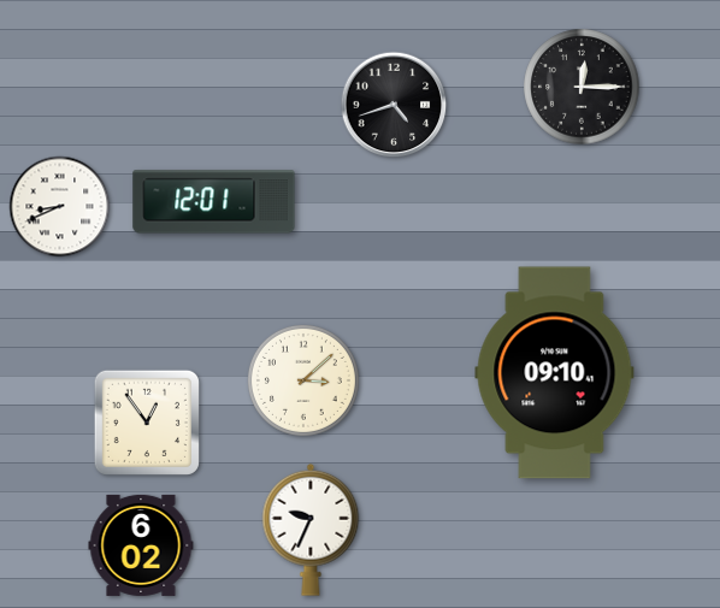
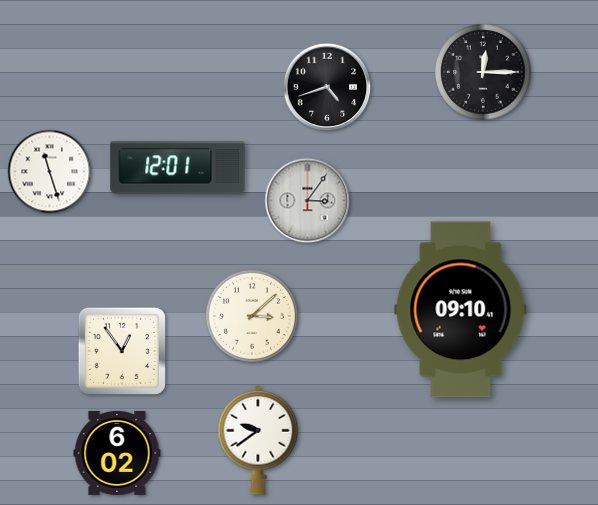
clock at (60, 207): 8:41 -> 11:27
clock at (308, 201): none -> 3:06
clock at (311, 530): 9:34 -> 9:39
